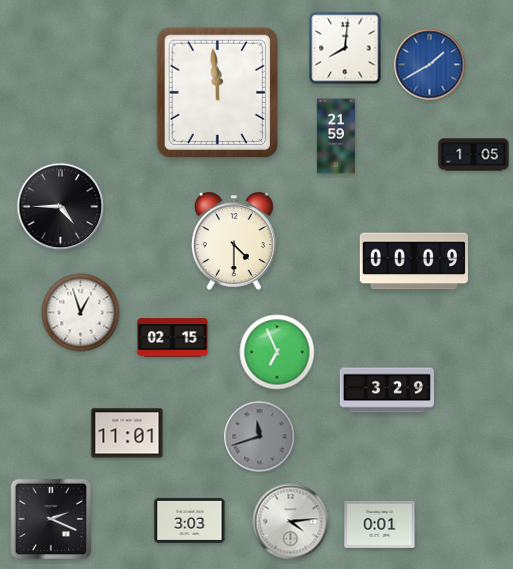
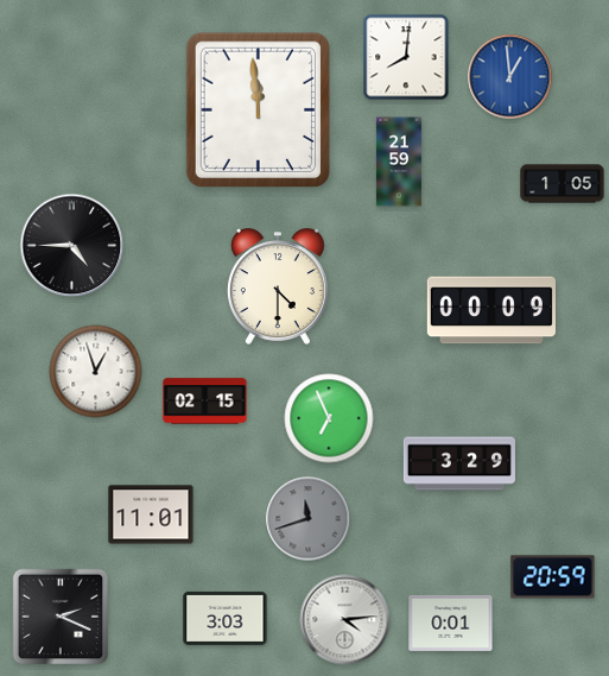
clock at (345, 48) position: (345, 48) -> (406, 57)
clock at (430, 65): 1:40 -> 12:59
clock at (553, 577): none -> 20:59
